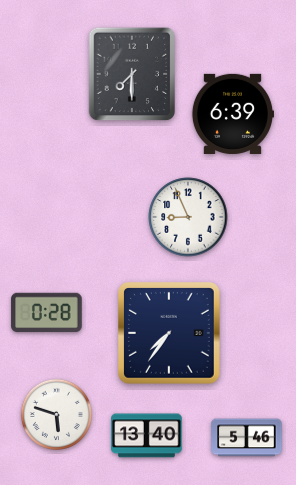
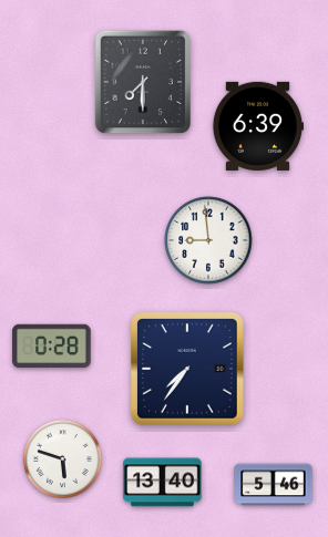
clock at (132, 74) position: (132, 74) -> (143, 82)
clock at (188, 217): 8:56 -> 8:59
